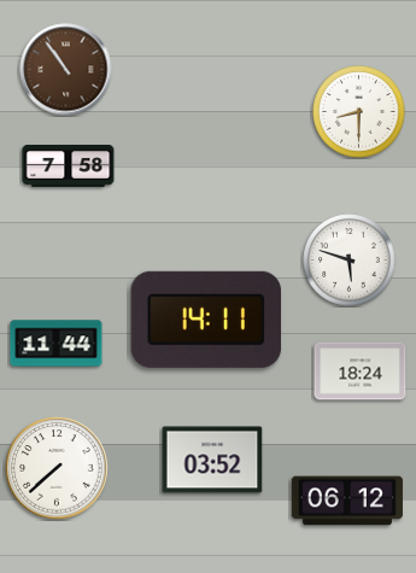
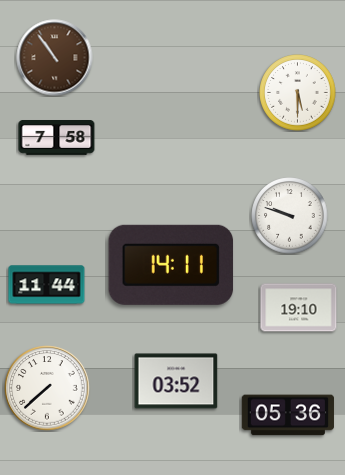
clock at (359, 112): 8:30 -> 5:30
clock at (350, 261): 5:48 -> 9:48
clock at (361, 372): 18:24 -> 19:10
clock at (347, 501): 06:12 -> 05:36
